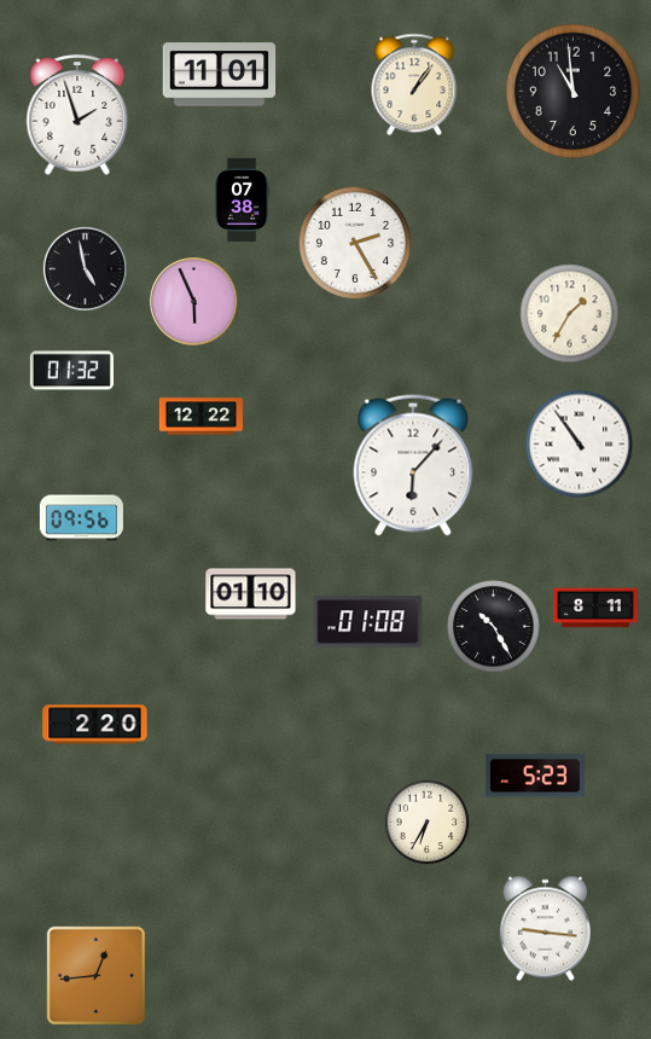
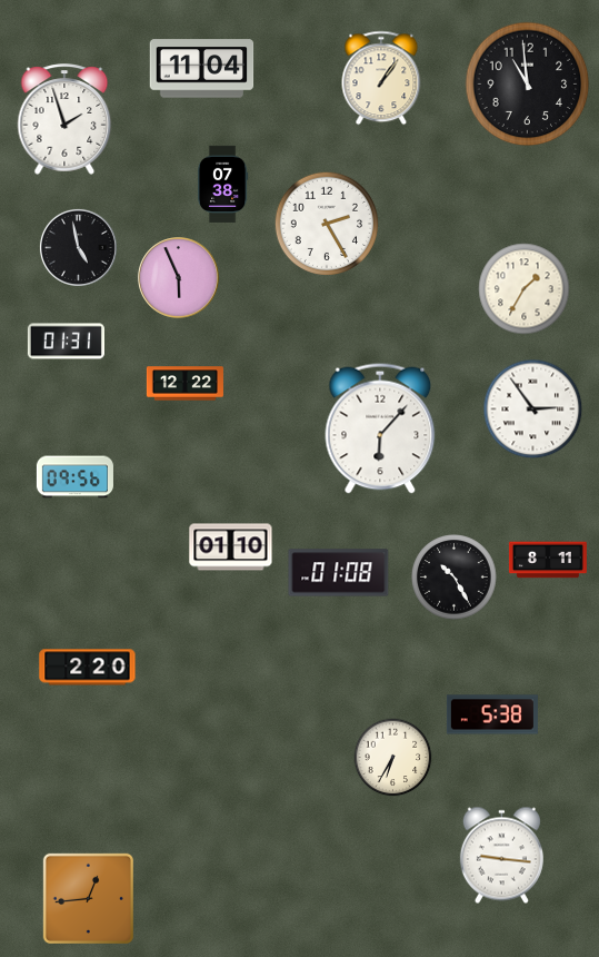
clock at (220, 75): 11:01 -> 11:04
clock at (77, 115) position: (77, 115) -> (64, 119)
clock at (71, 371): 01:32 -> 01:31
clock at (580, 445): 10:54 -> 2:54
clock at (535, 776): 5:23 -> 5:38
